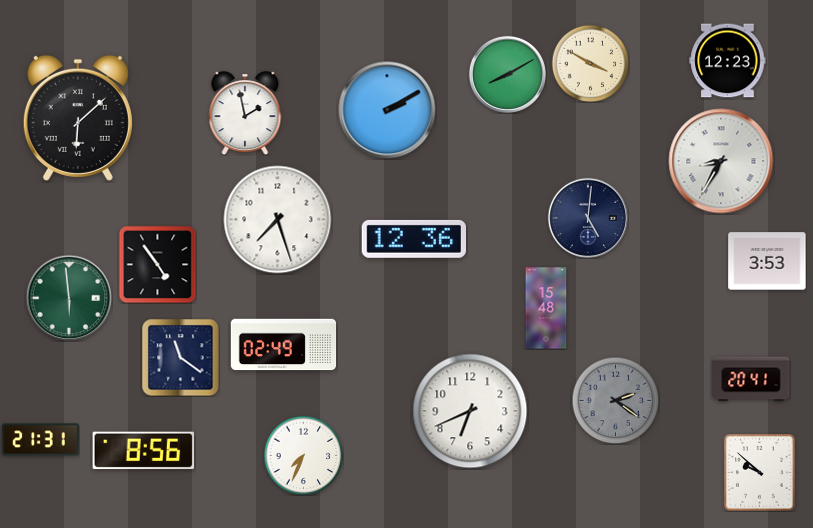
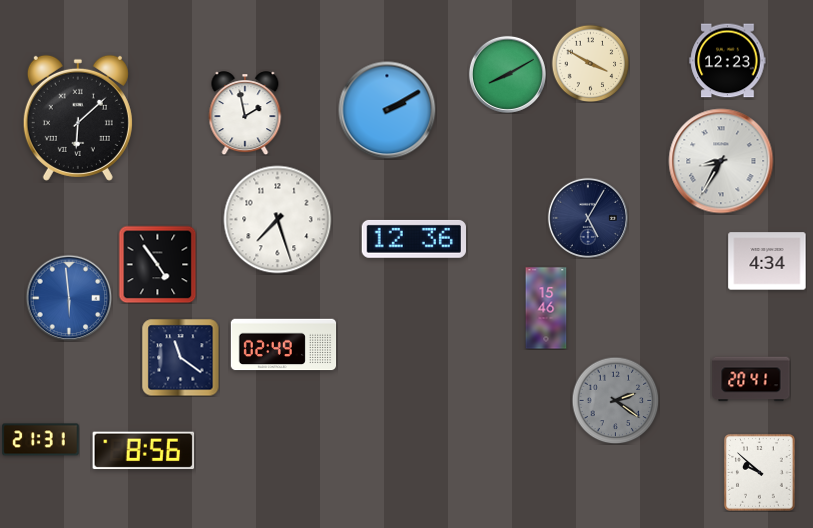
clock at (588, 218): 5:01 -> 5:05
clock at (767, 261): 3:53 -> 4:34
clock at (69, 298) dial: green -> blue
clock at (546, 308): 15:48 -> 15:46
clock at (470, 411): 6:41 -> none
clock at (303, 455): 7:34 -> none
